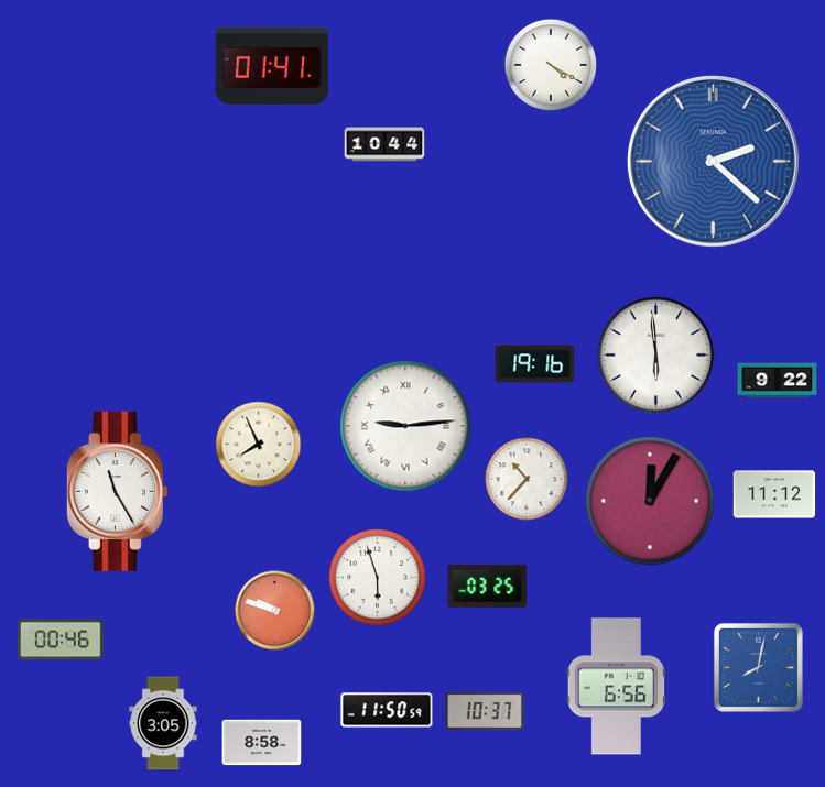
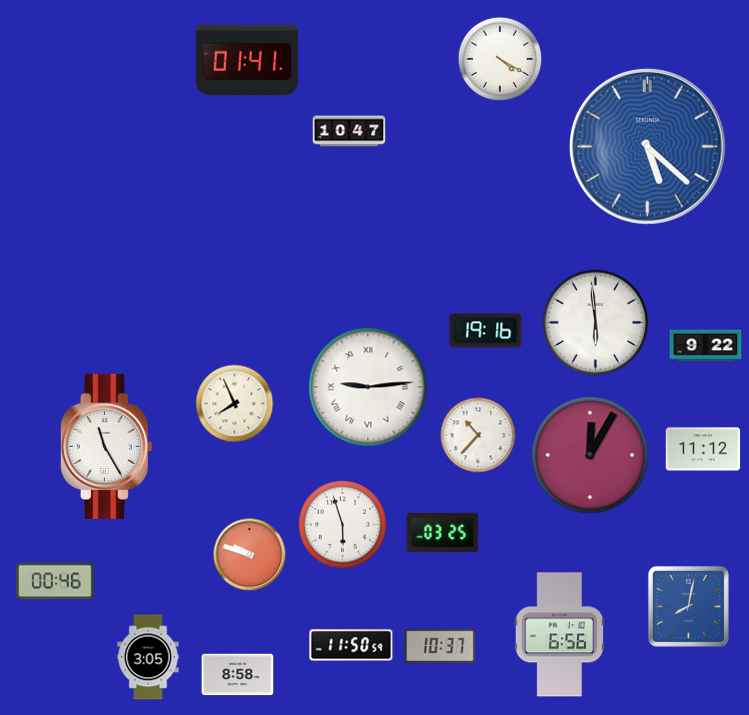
clock at (384, 144): 10:44 -> 10:47
clock at (713, 161): 2:22 -> 5:22
clock at (617, 687) position: (617, 687) -> (560, 635)
